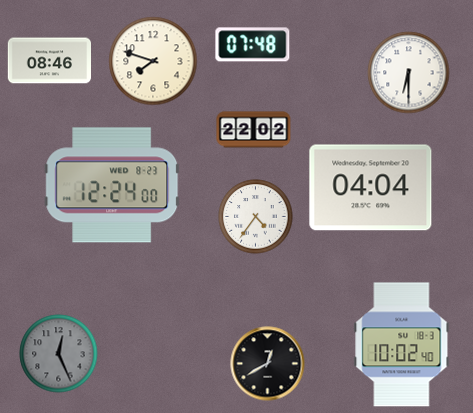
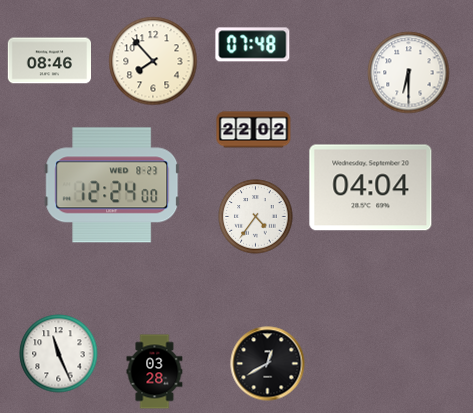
clock at (153, 61): 7:48 -> 7:53
clock at (402, 345): 10:02 -> none
clock at (59, 354): 12:26 -> 11:26
clock at (59, 354) dial: grey -> white
clock at (155, 372): none -> 03:28
